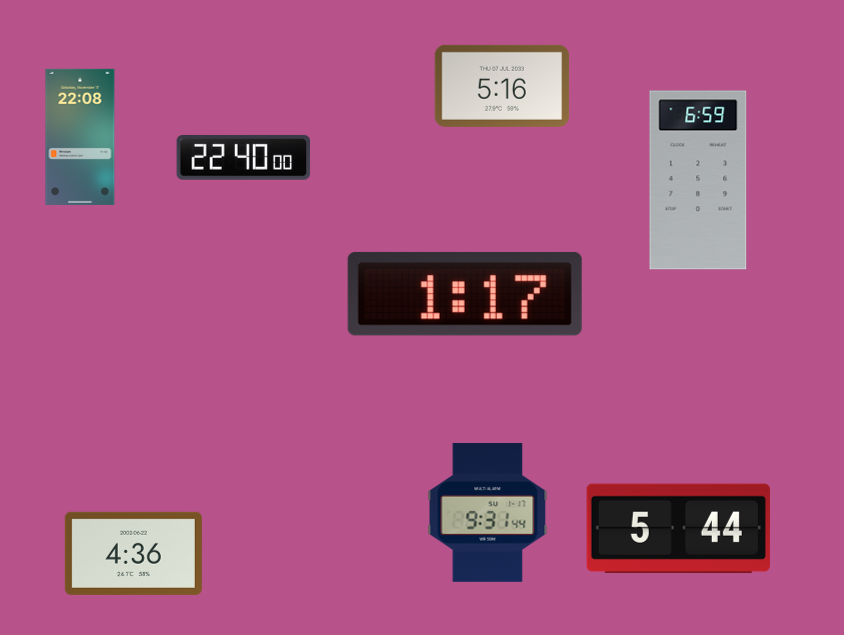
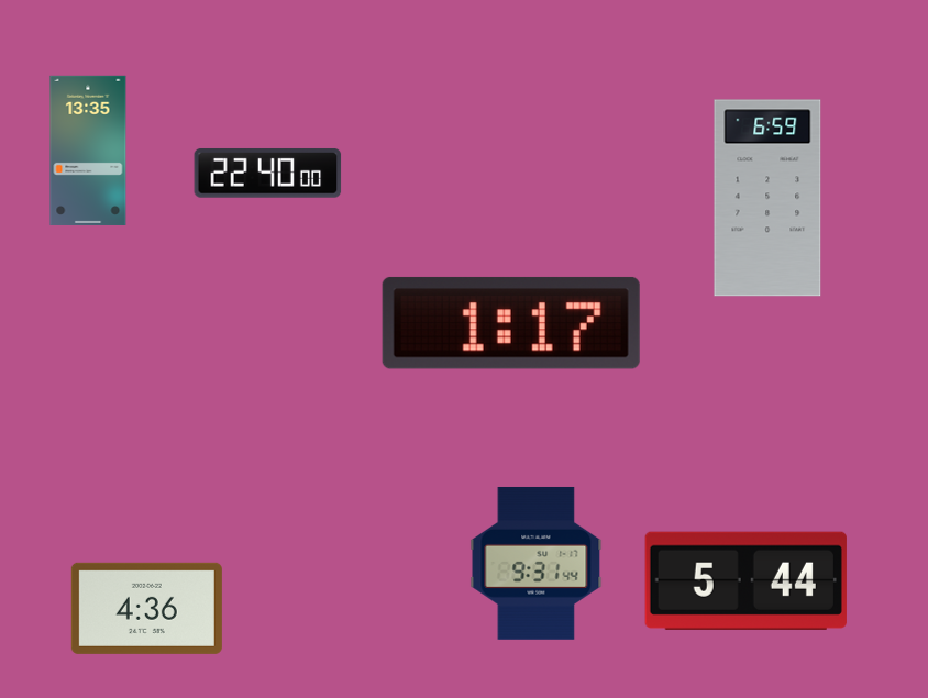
clock at (502, 86): 5:16 -> none
clock at (80, 137): 22:08 -> 13:35
